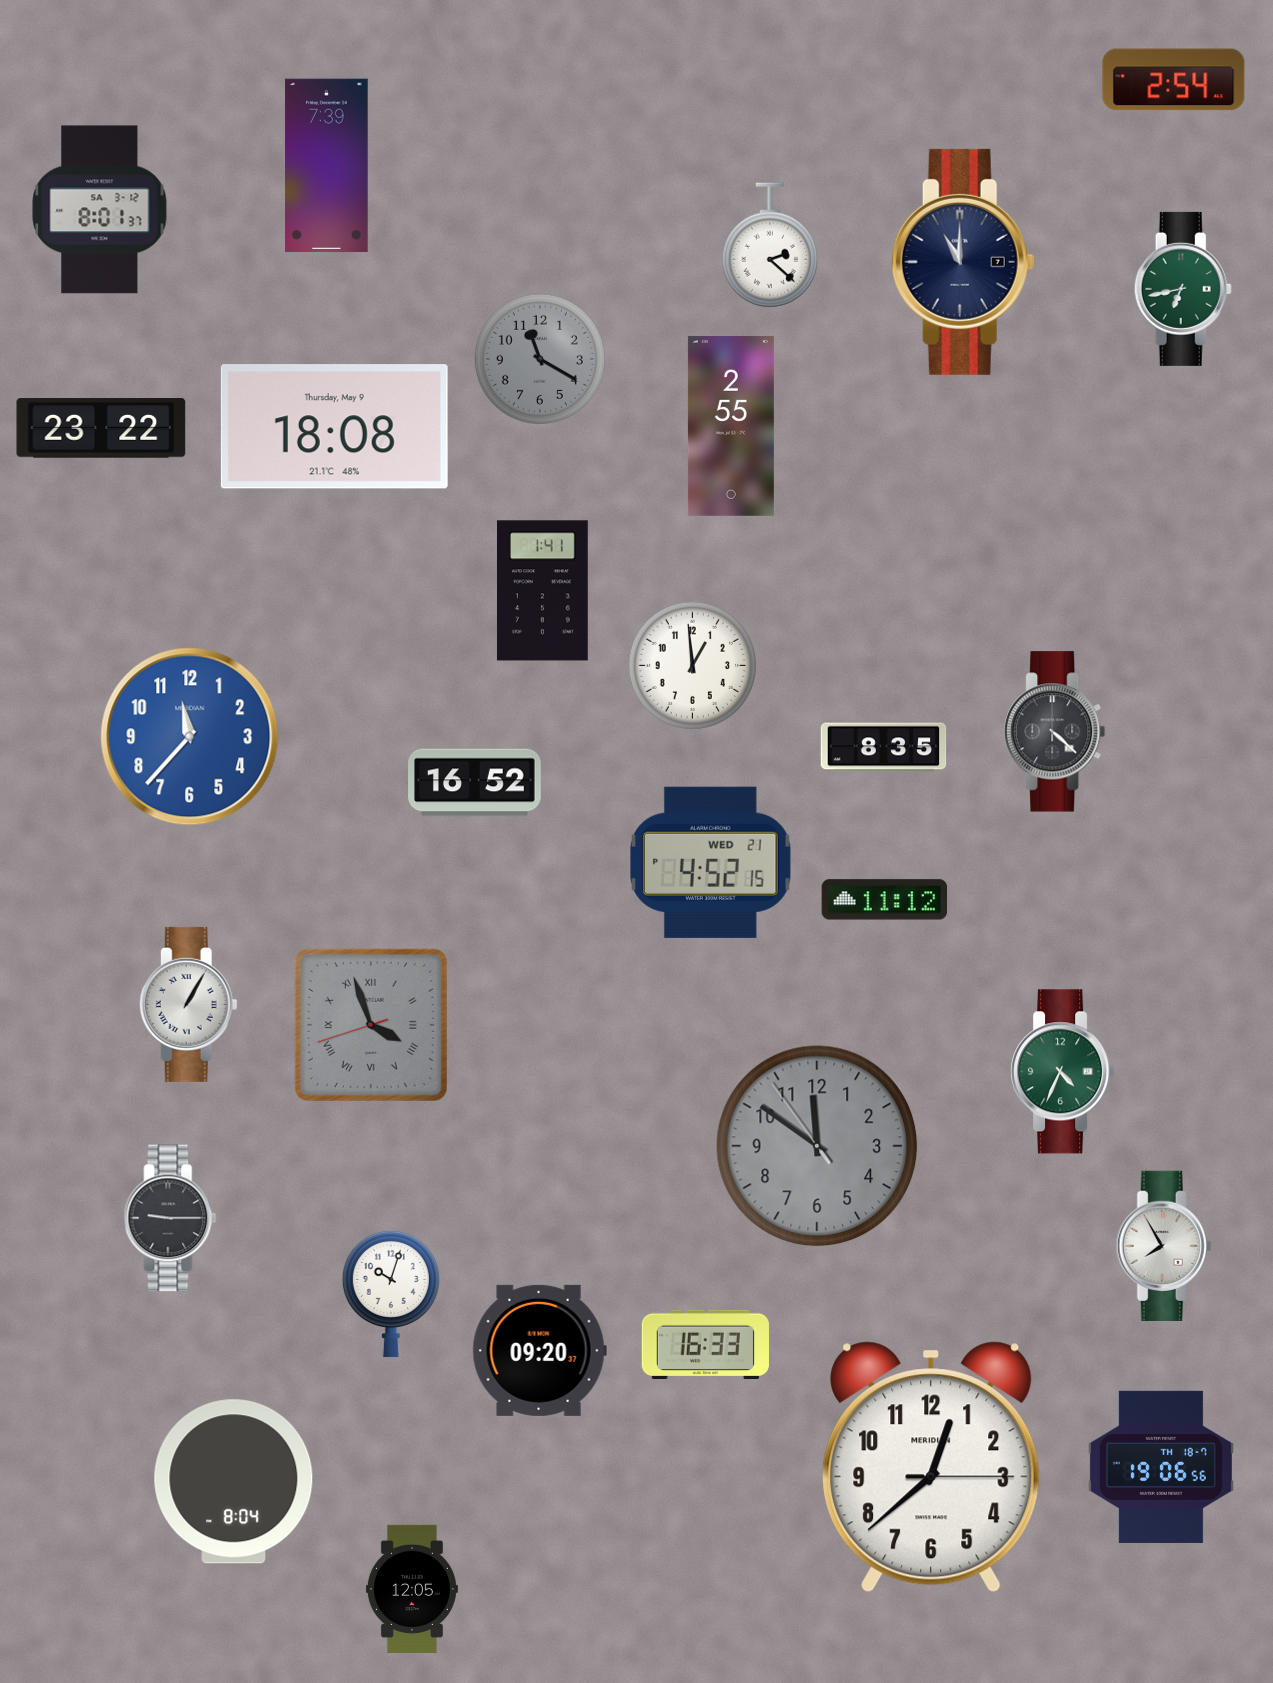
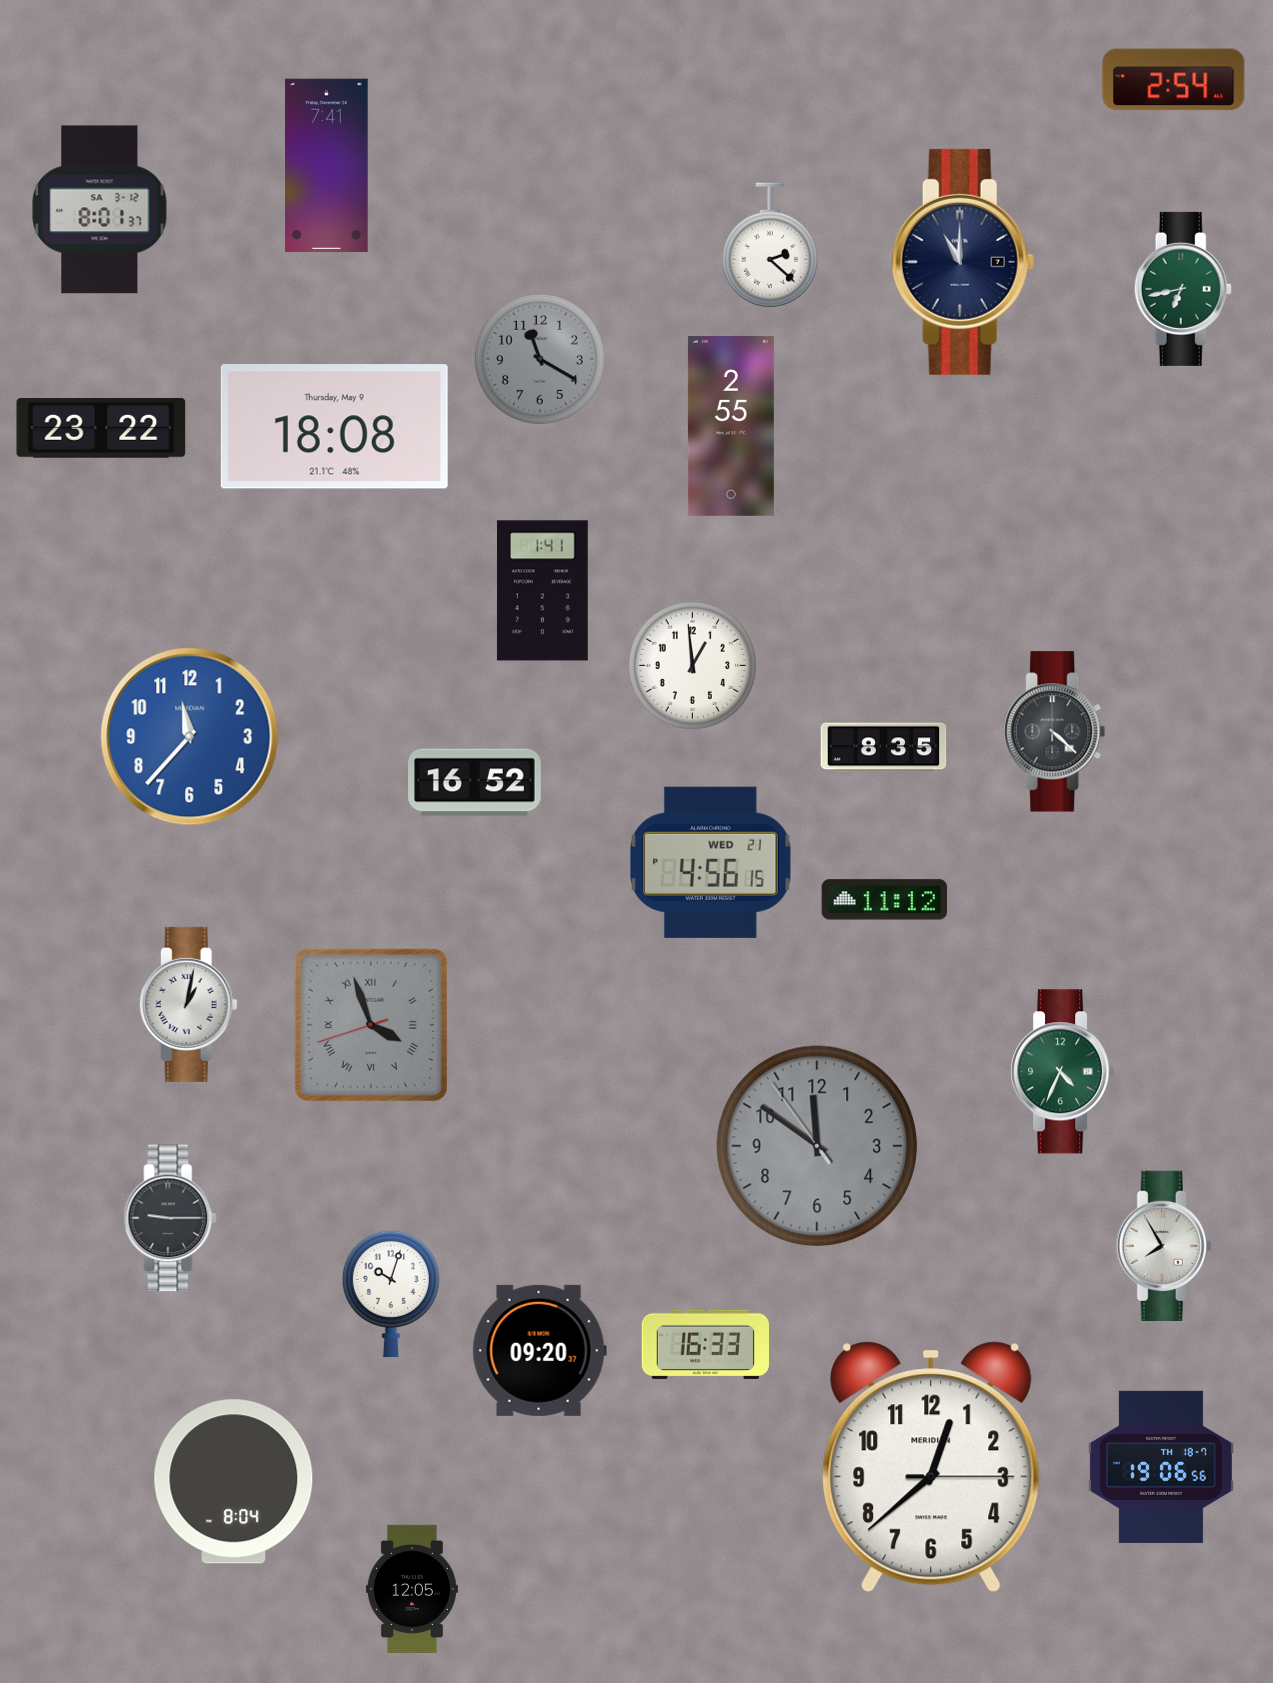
clock at (327, 166): 7:39 -> 7:41
clock at (711, 862): 4:52 -> 4:56
clock at (188, 1004): 1:05 -> 1:02
